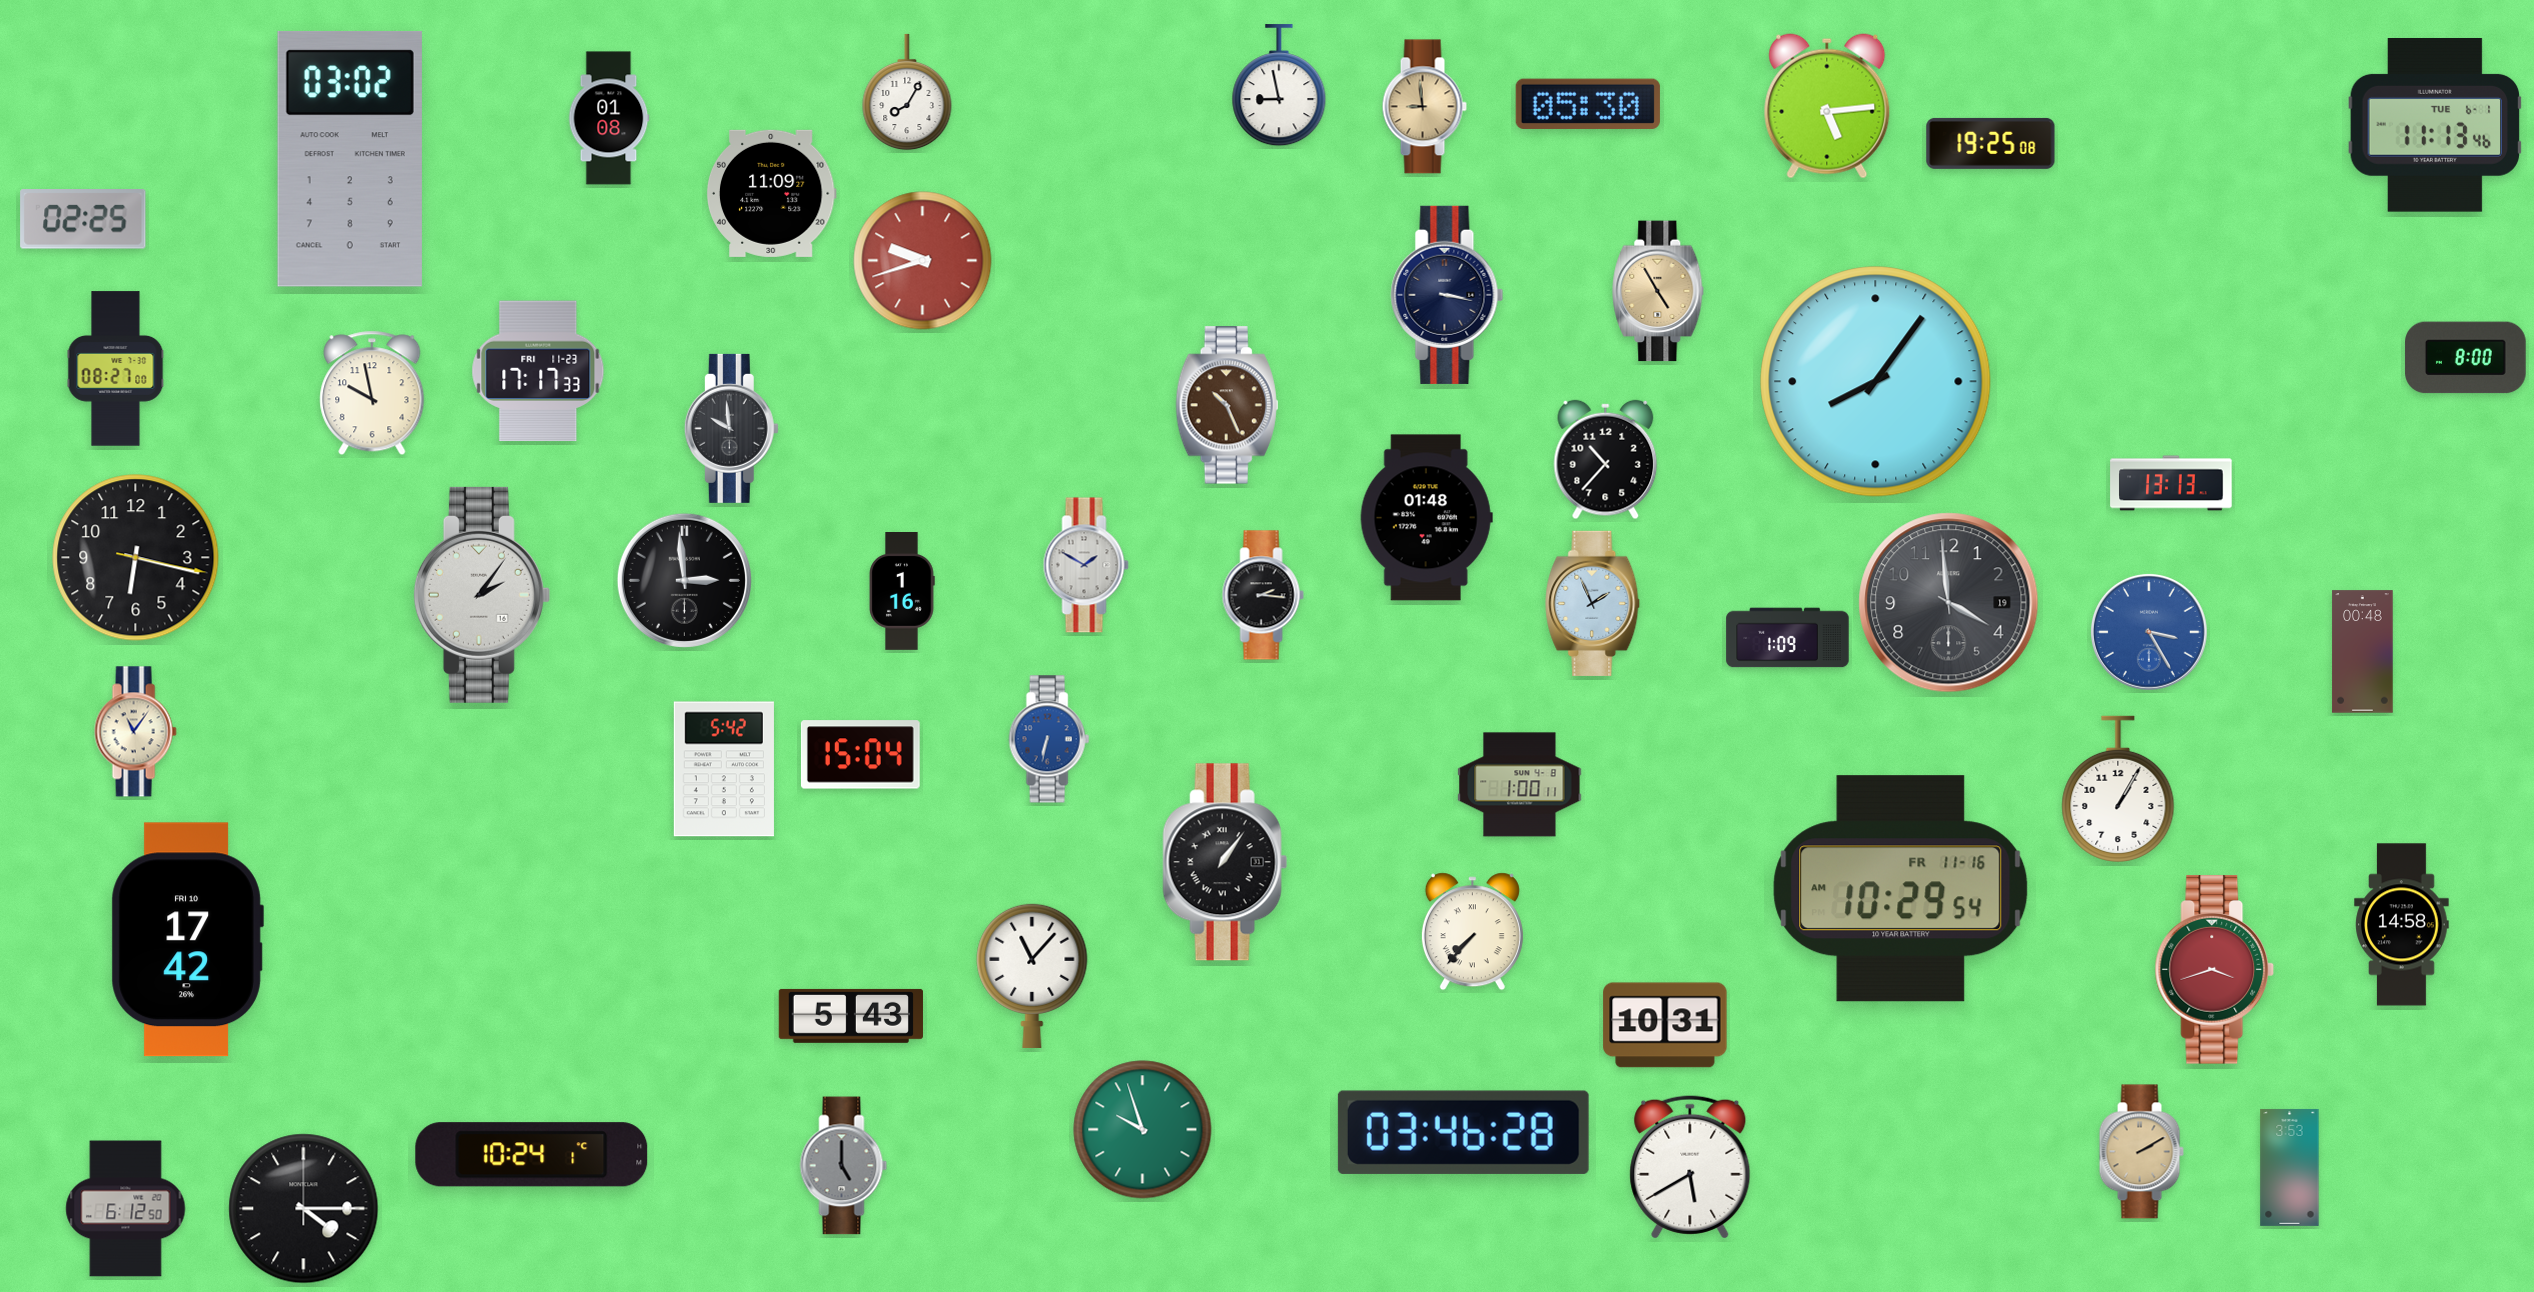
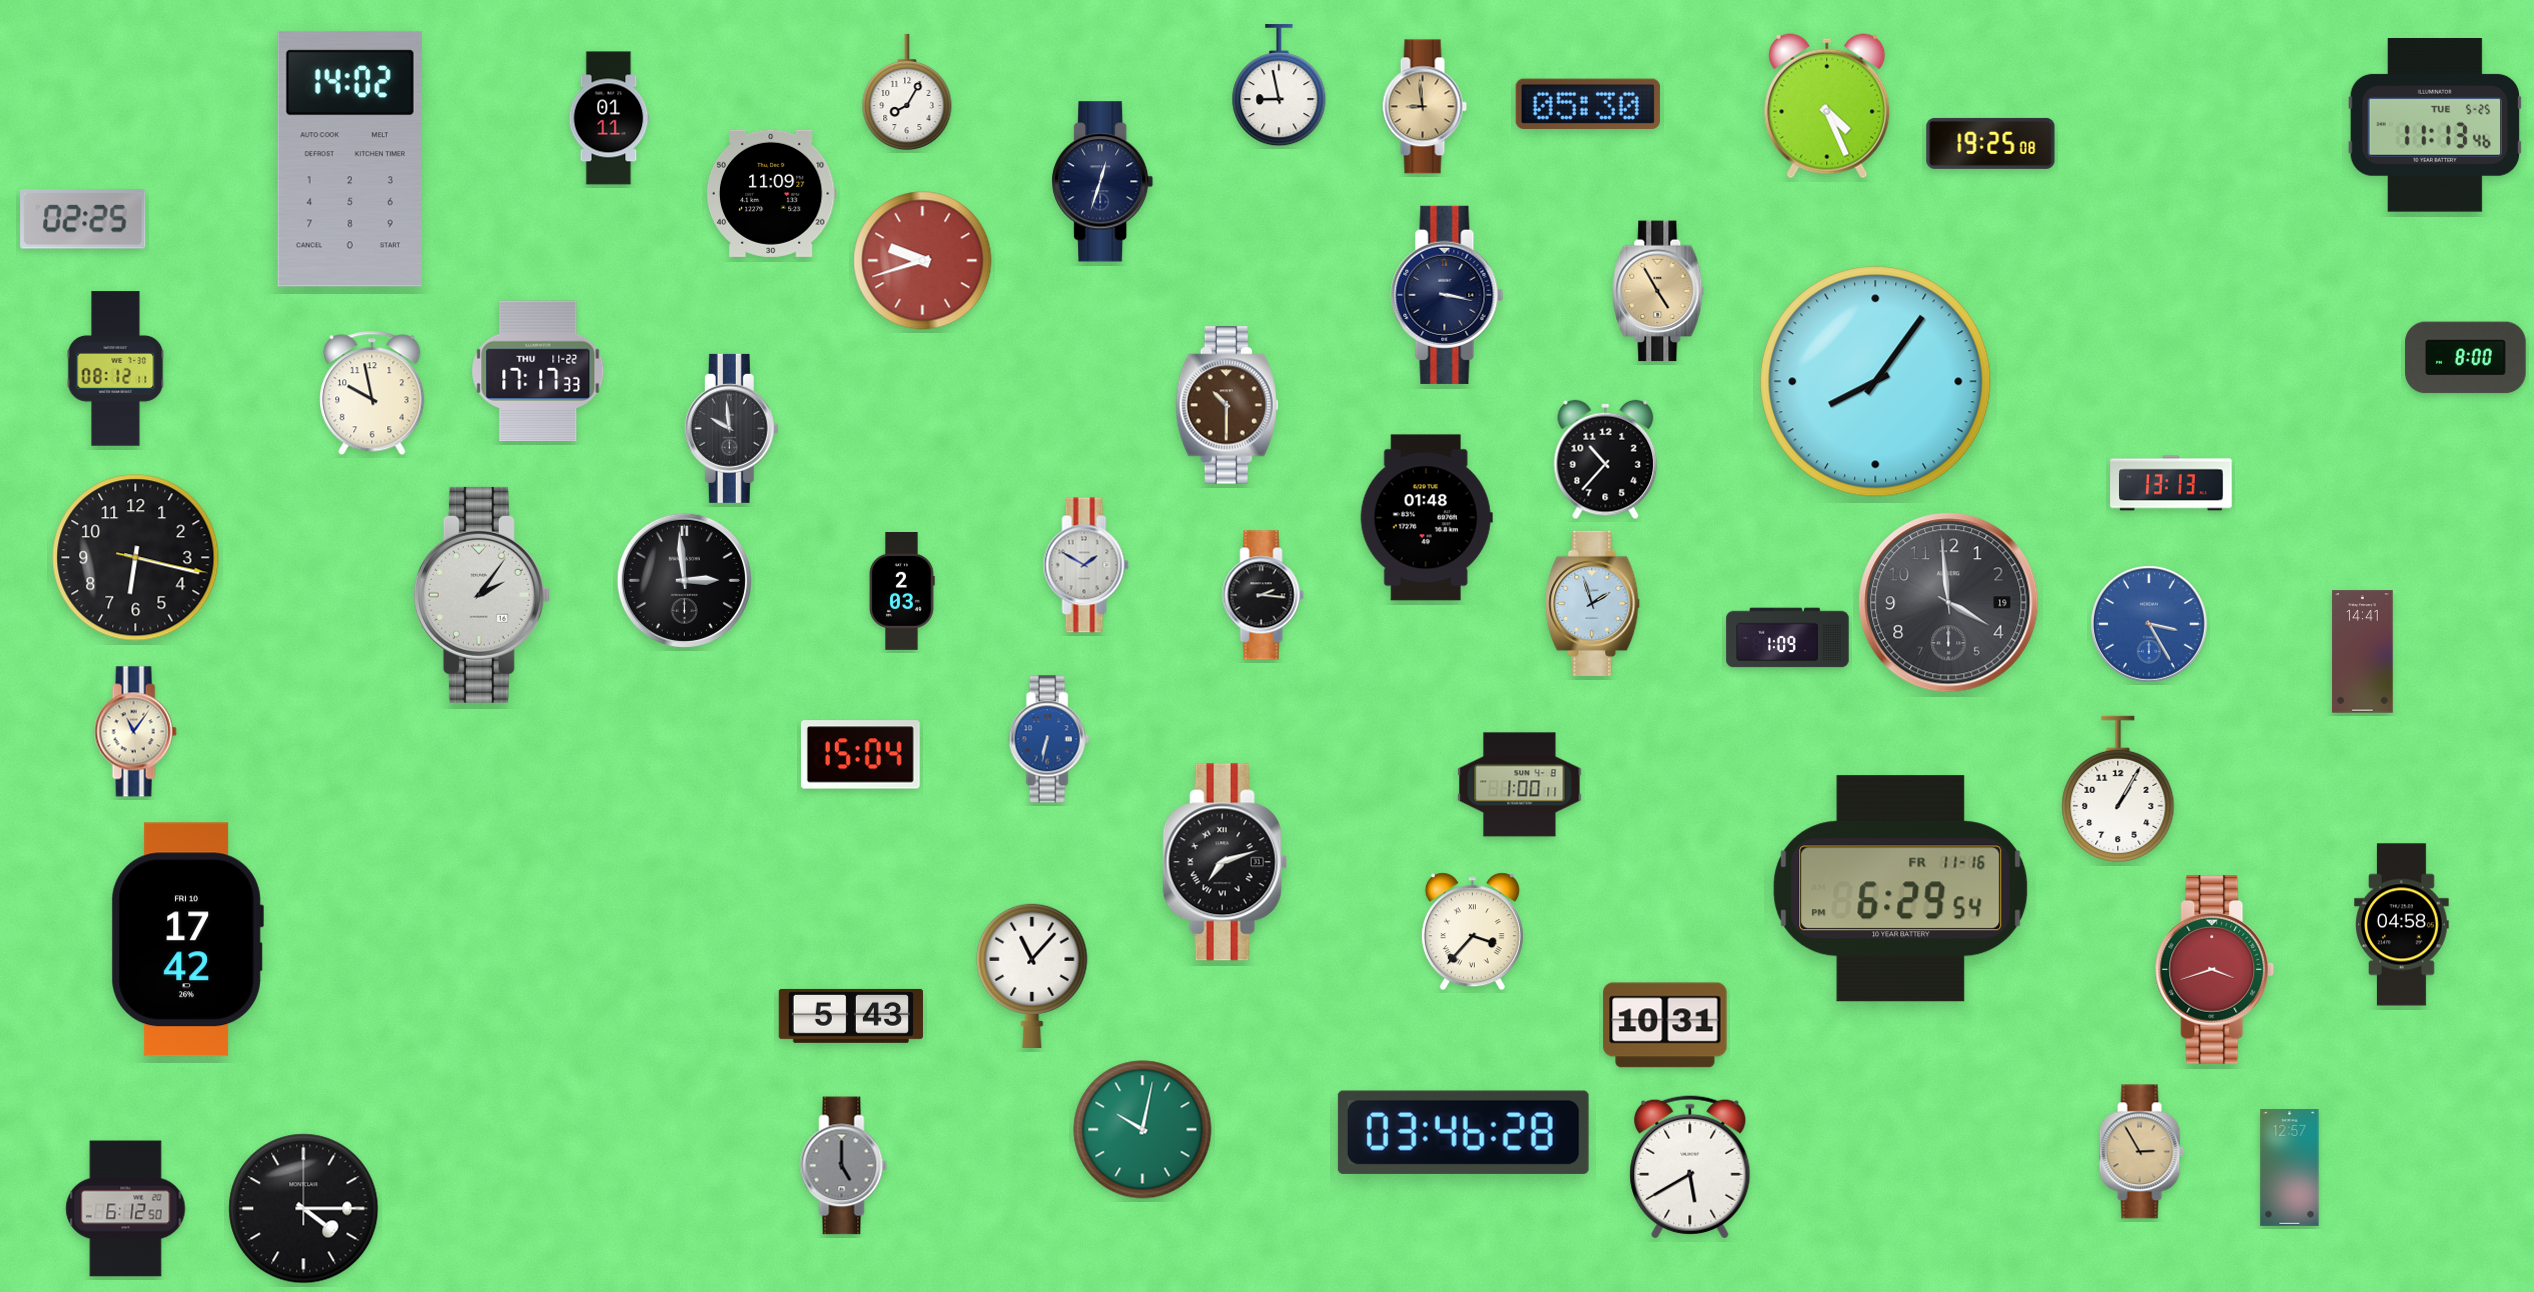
clock at (1827, 106): 5:14 -> 4:26
clock at (609, 118): 01:08 -> 01:11
clock at (2434, 126) date: TUE 6-1 -> TUE 5-25
clock at (350, 159): 03:02 -> 14:02
clock at (1103, 182): none -> 12:33
clock at (116, 369): 08:27 -> 08:12
clock at (538, 371) date: FRI 11-23 -> THU 11-22
clock at (1227, 405): 10:26 -> 10:30
clock at (902, 592): 1:16 -> 2:03
clock at (1593, 603): 1:56 -> 1:57
clock at (2149, 632) position: (2149, 632) -> (2149, 624)
clock at (2363, 652): 00:48 -> 14:41
clock at (724, 769): 5:42 -> none
clock at (1225, 862): 1:06 -> 7:12
clock at (1901, 889): 10:29 -> 6:29
clock at (2402, 925): 14:58 -> 04:58
clock at (1472, 932): 7:37 -> 3:37
clock at (1143, 1130): 9:57 -> 10:02
clock at (2141, 1152): 2:10 -> 2:55
clock at (532, 1155): 10:24 -> none
clock at (2290, 1167): 3:53 -> 12:57
